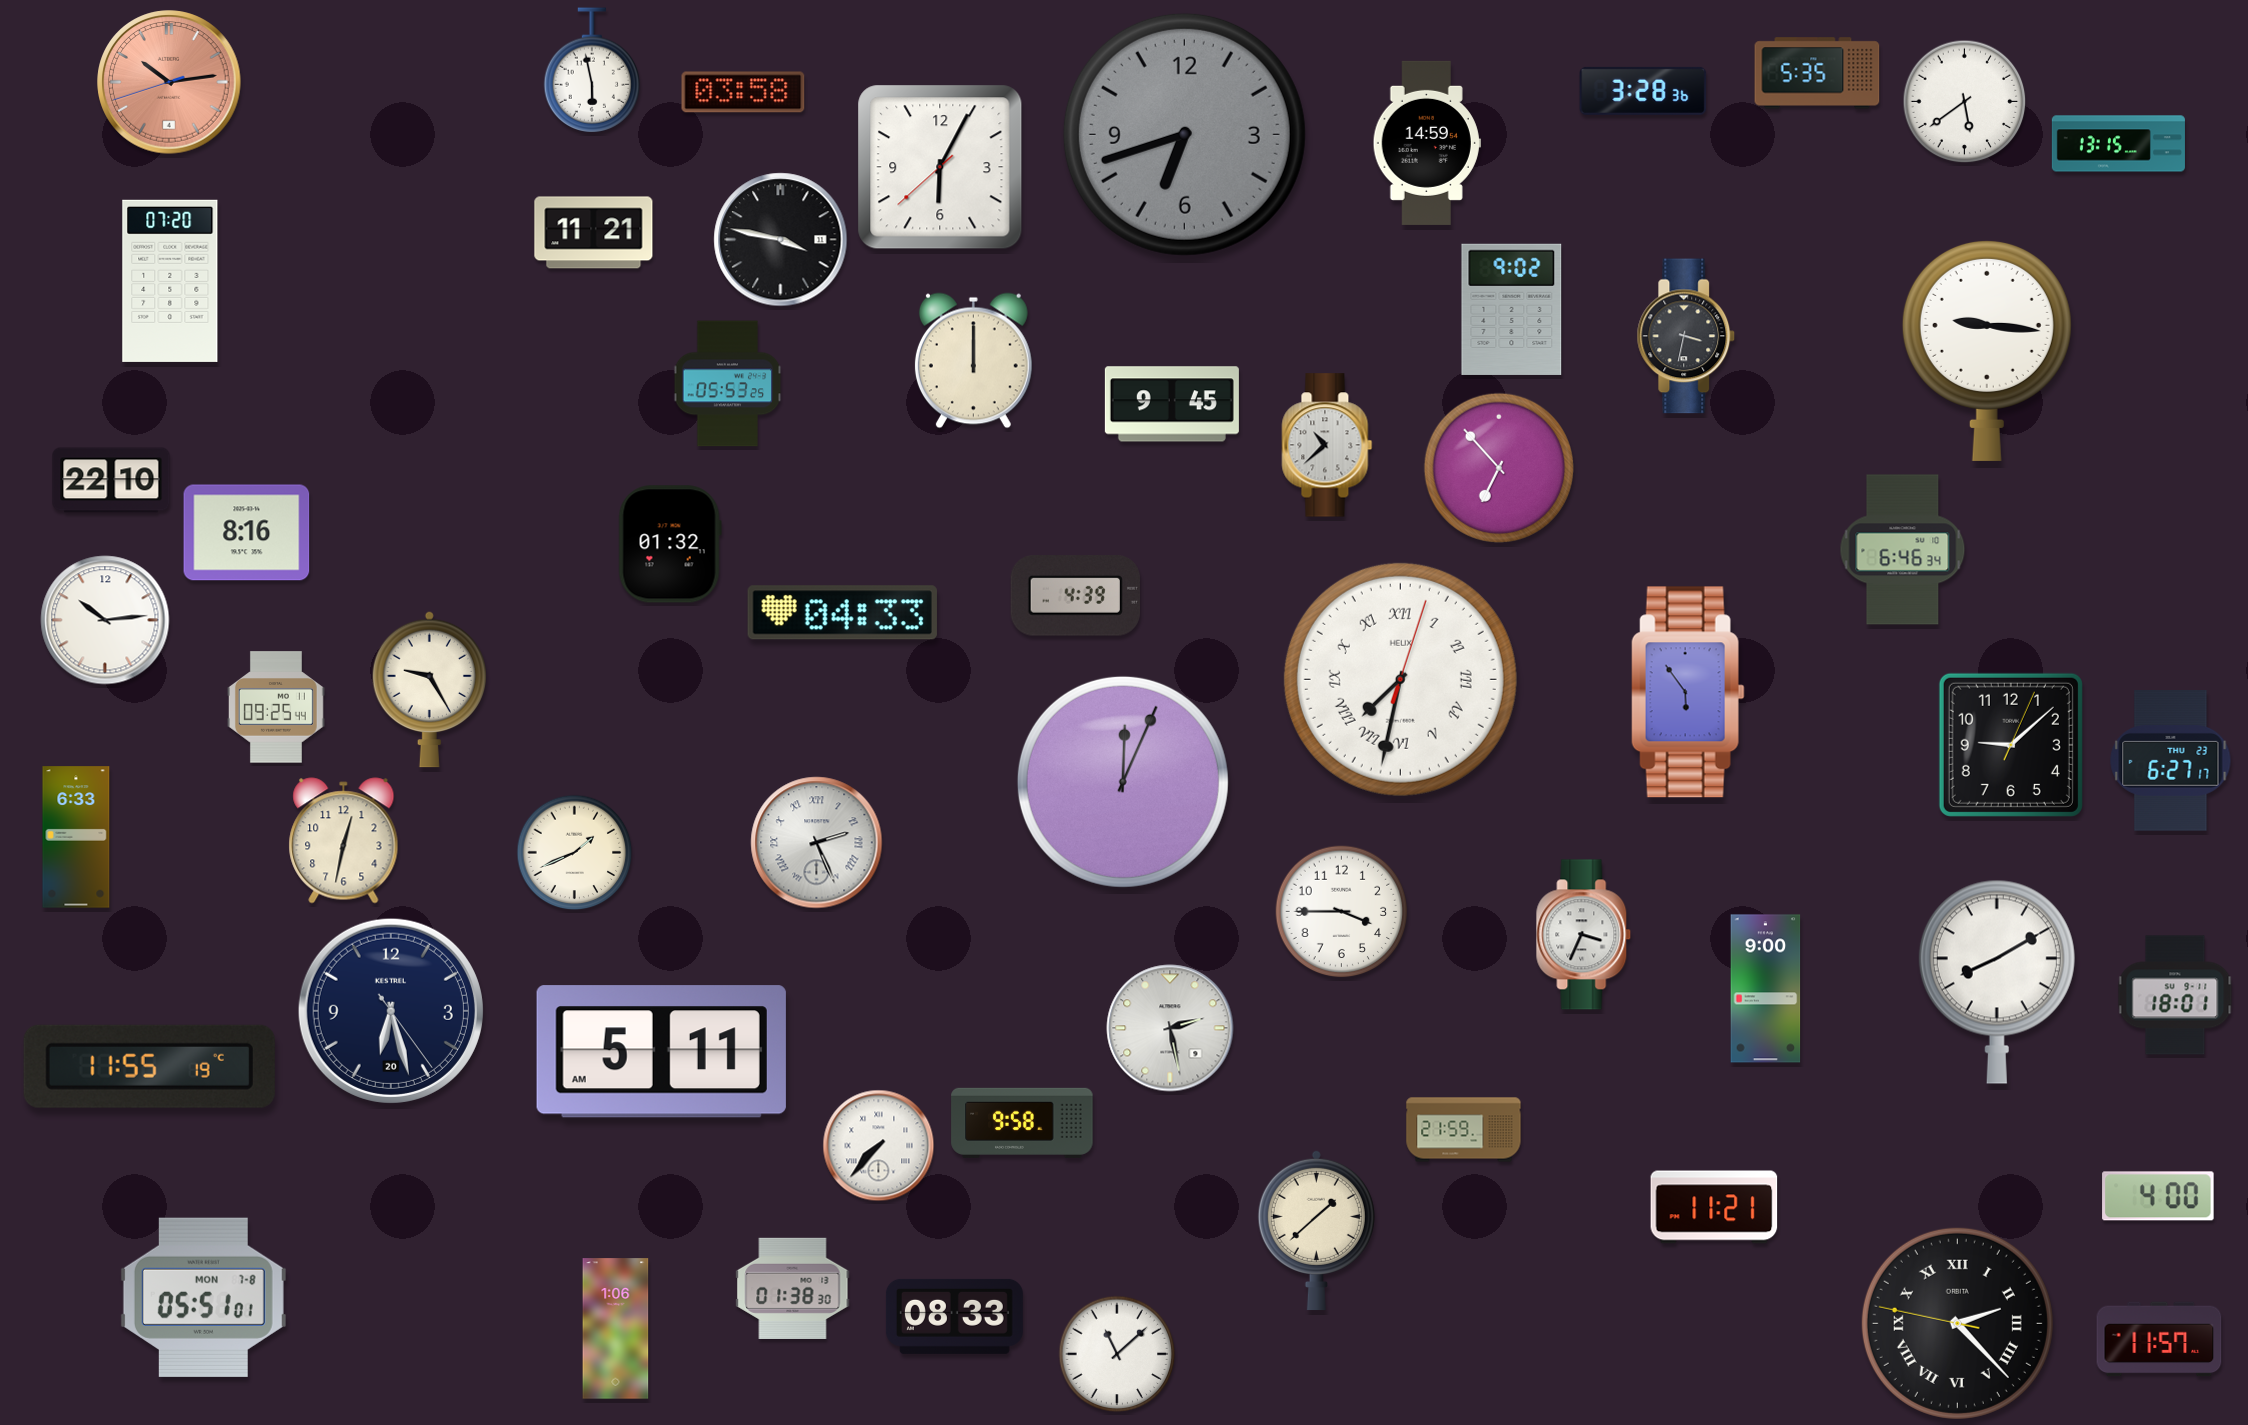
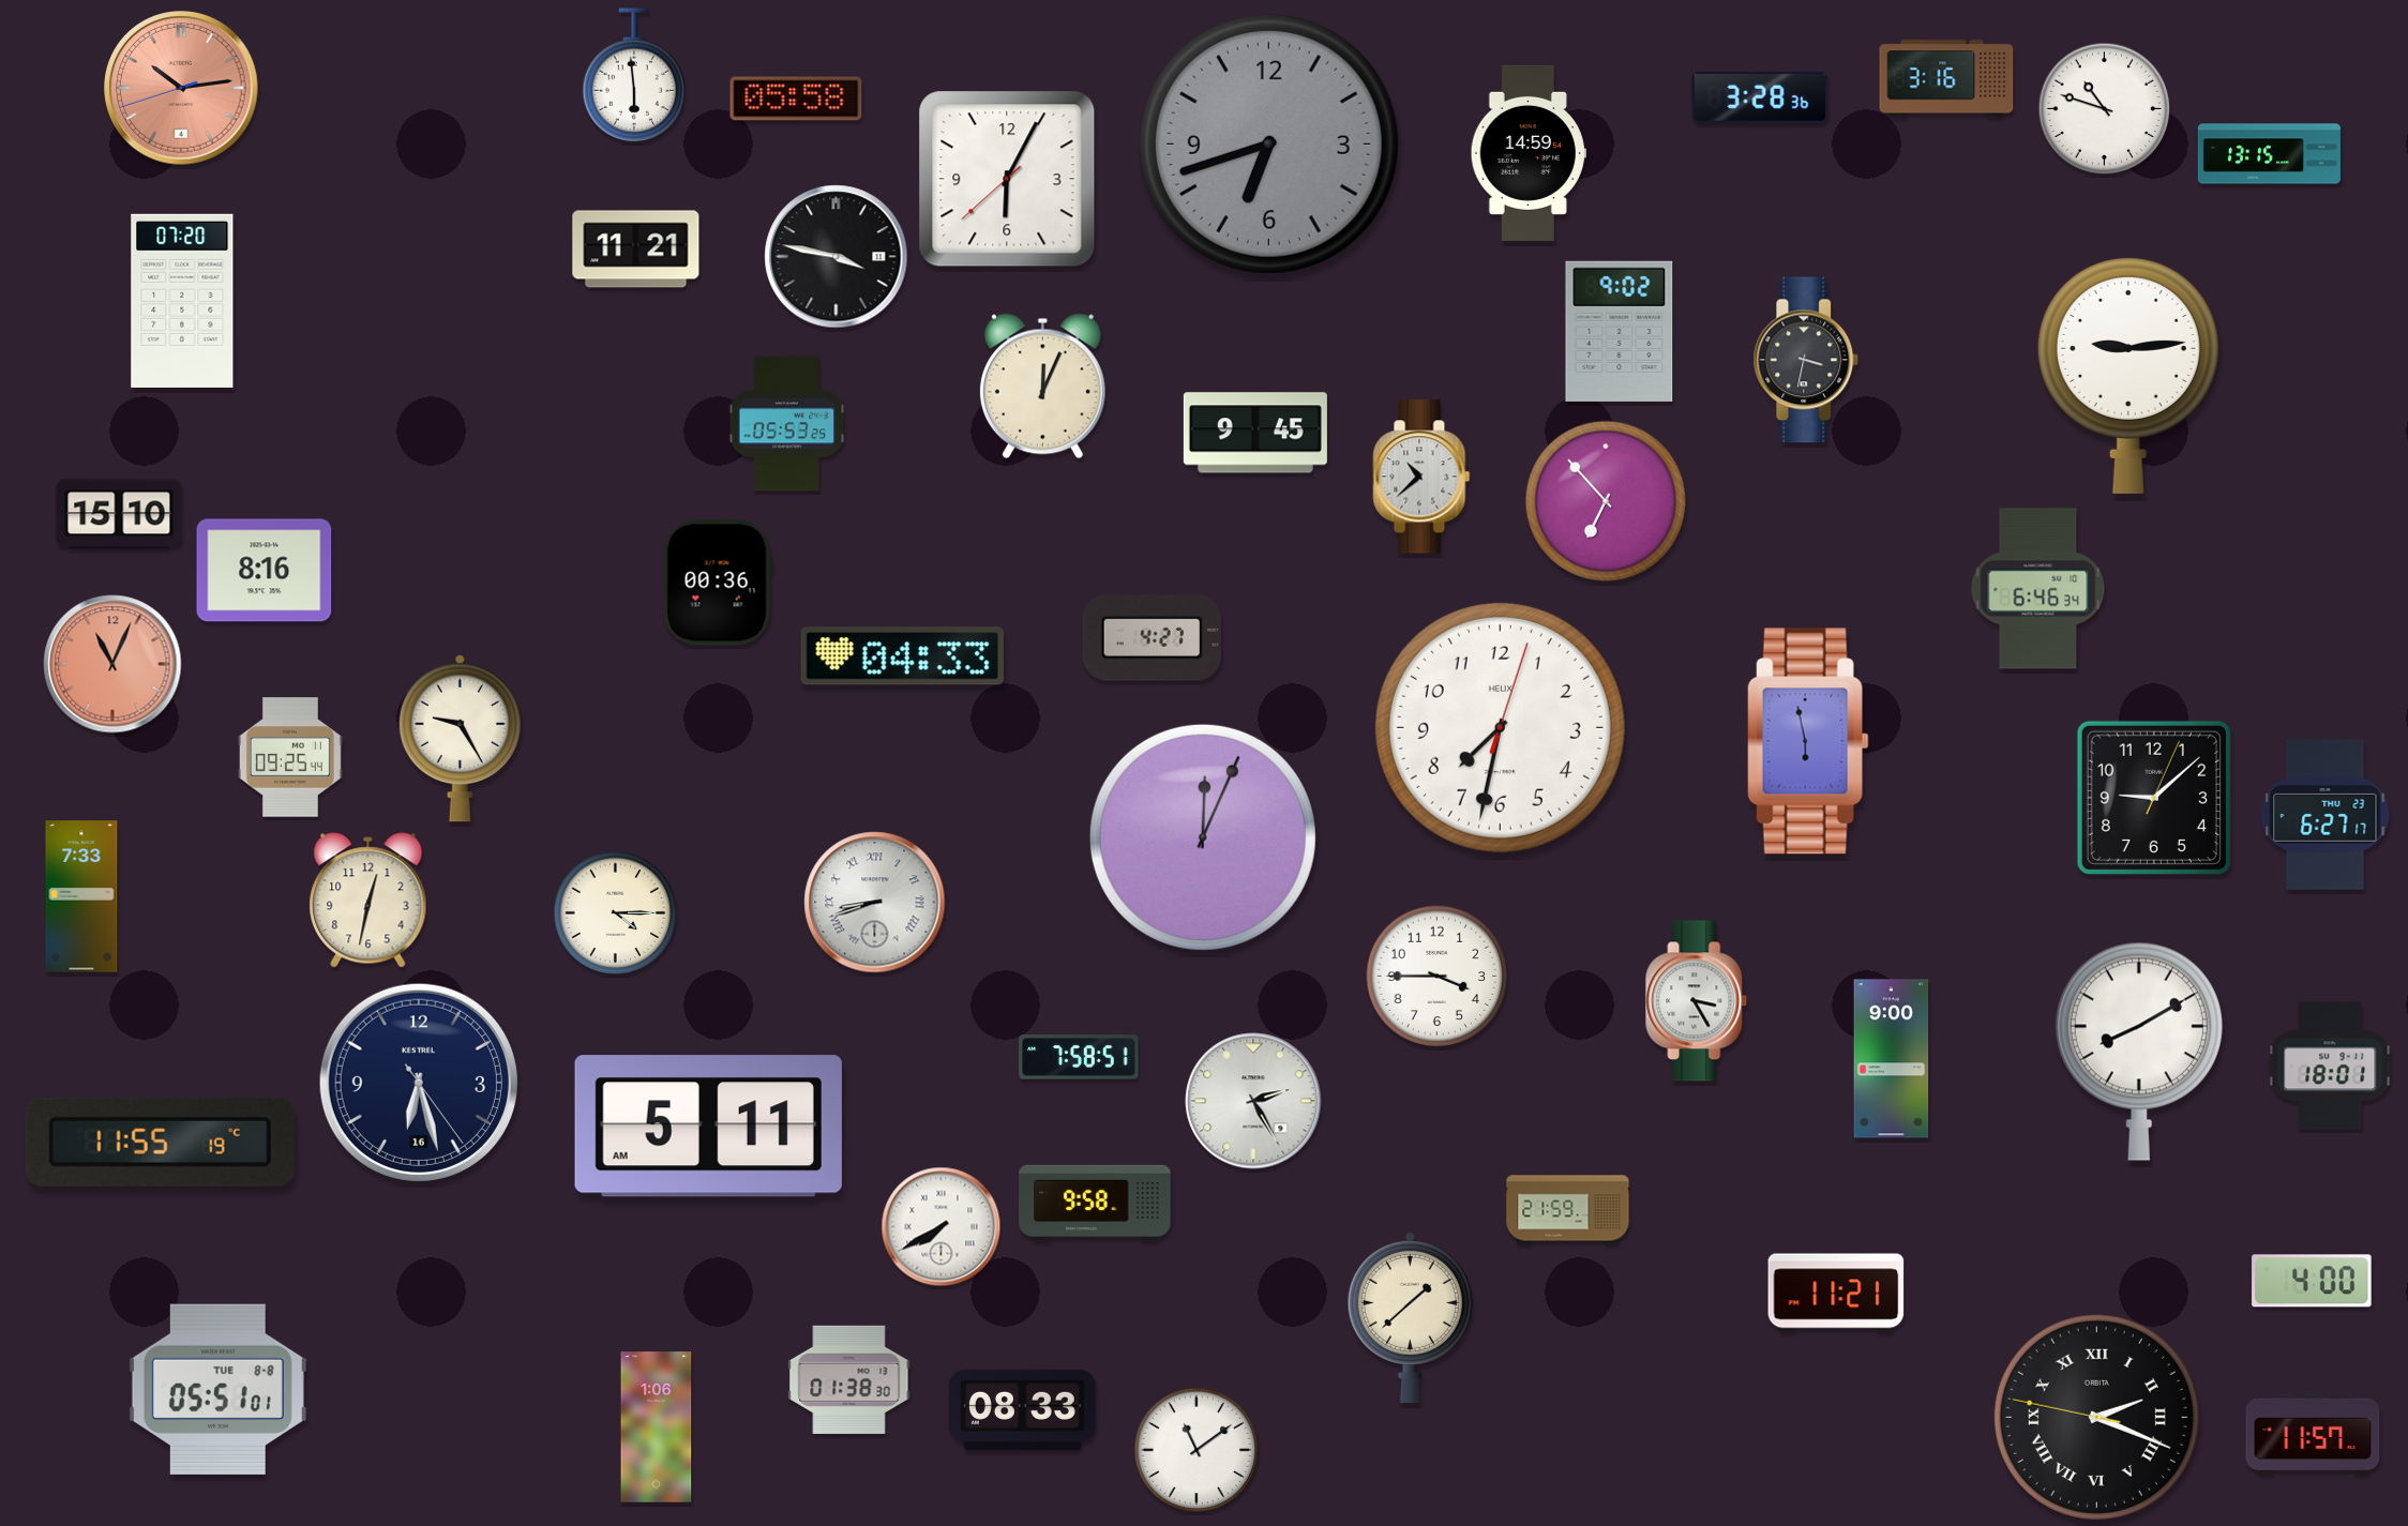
clock at (592, 70): 5:58 -> 5:59
clock at (1817, 73): 5:35 -> 3:16
clock at (743, 92): 03:58 -> 05:58
clock at (1965, 102): 5:39 -> 10:48
clock at (1987, 350): 9:16 -> 9:14
clock at (973, 361): 12:00 -> 12:04
clock at (728, 384) position: (728, 384) -> (787, 424)
clock at (111, 480): 22:10 -> 15:10
clock at (670, 544): 01:32 -> 00:36
clock at (1075, 596): 4:39 -> 4:27
clock at (105, 620): 10:14 -> 11:04
clock at (105, 620) dial: white -> salmon
clock at (1400, 679) numerals: Roman -> Arabic
clock at (1688, 692): 5:54 -> 5:58
clock at (276, 707) position: (276, 707) -> (290, 757)
clock at (76, 837): 6:33 -> 7:33
clock at (817, 843): 2:26 -> 8:42
clock at (575, 853): 1:41 -> 4:15
clock at (1584, 935): 3:34 -> 3:25
clock at (1079, 1057): none -> 7:58
clock at (391, 1011) date: 20 -> 16
clock at (1170, 1028): 2:28 -> 2:25
clock at (879, 1146): 7:37 -> 7:40
clock at (203, 1297) date: MON 7-8 -> TUE 8-8
clock at (1957, 1323): 2:22 -> 2:18
clock at (616, 1329) position: (616, 1329) -> (657, 1427)
clock at (1117, 1354): 11:08 -> 11:09
